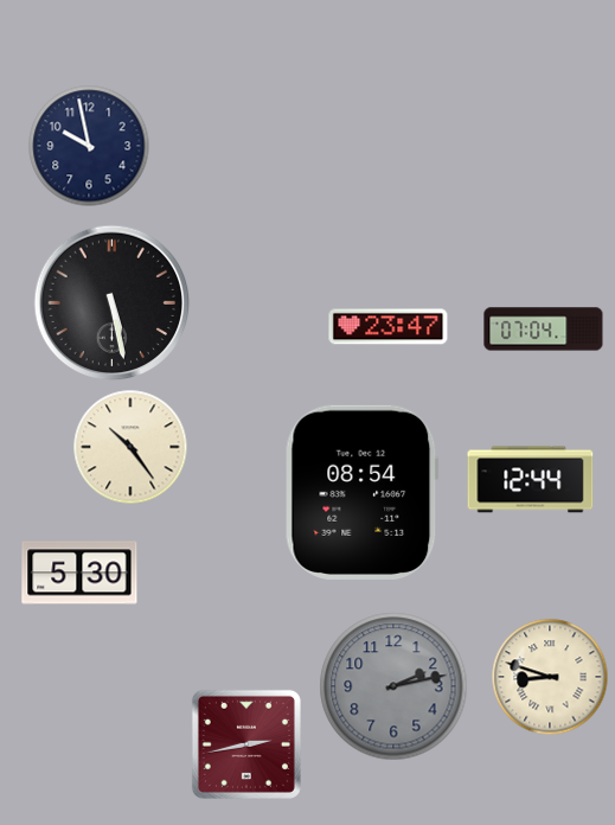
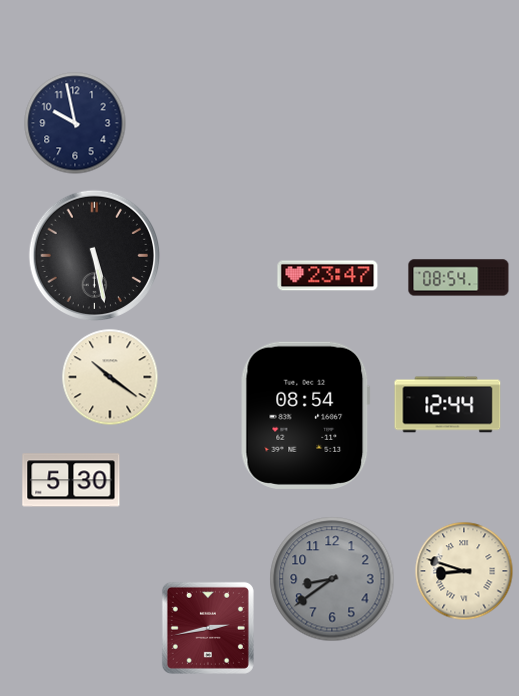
clock at (544, 330): 07:04 -> 08:54
clock at (130, 447): 10:24 -> 10:21
clock at (79, 573) position: (79, 573) -> (71, 480)
clock at (393, 686): 2:13 -> 8:39
